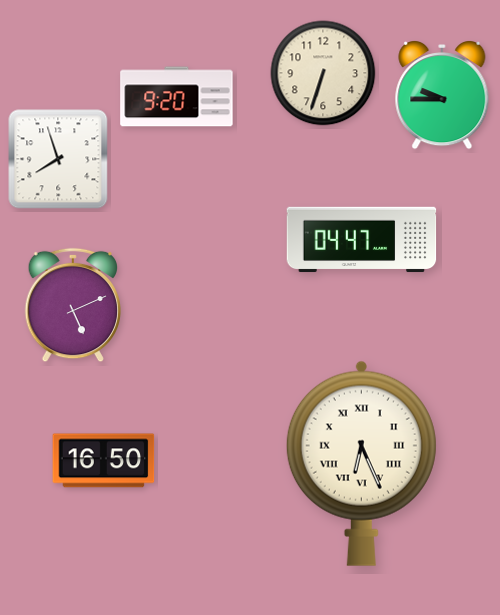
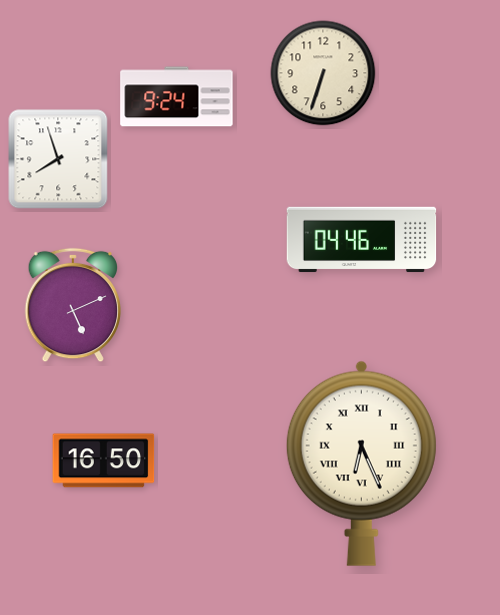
clock at (442, 96): 9:45 -> none
clock at (177, 97): 9:20 -> 9:24
clock at (362, 240): 04:47 -> 04:46
